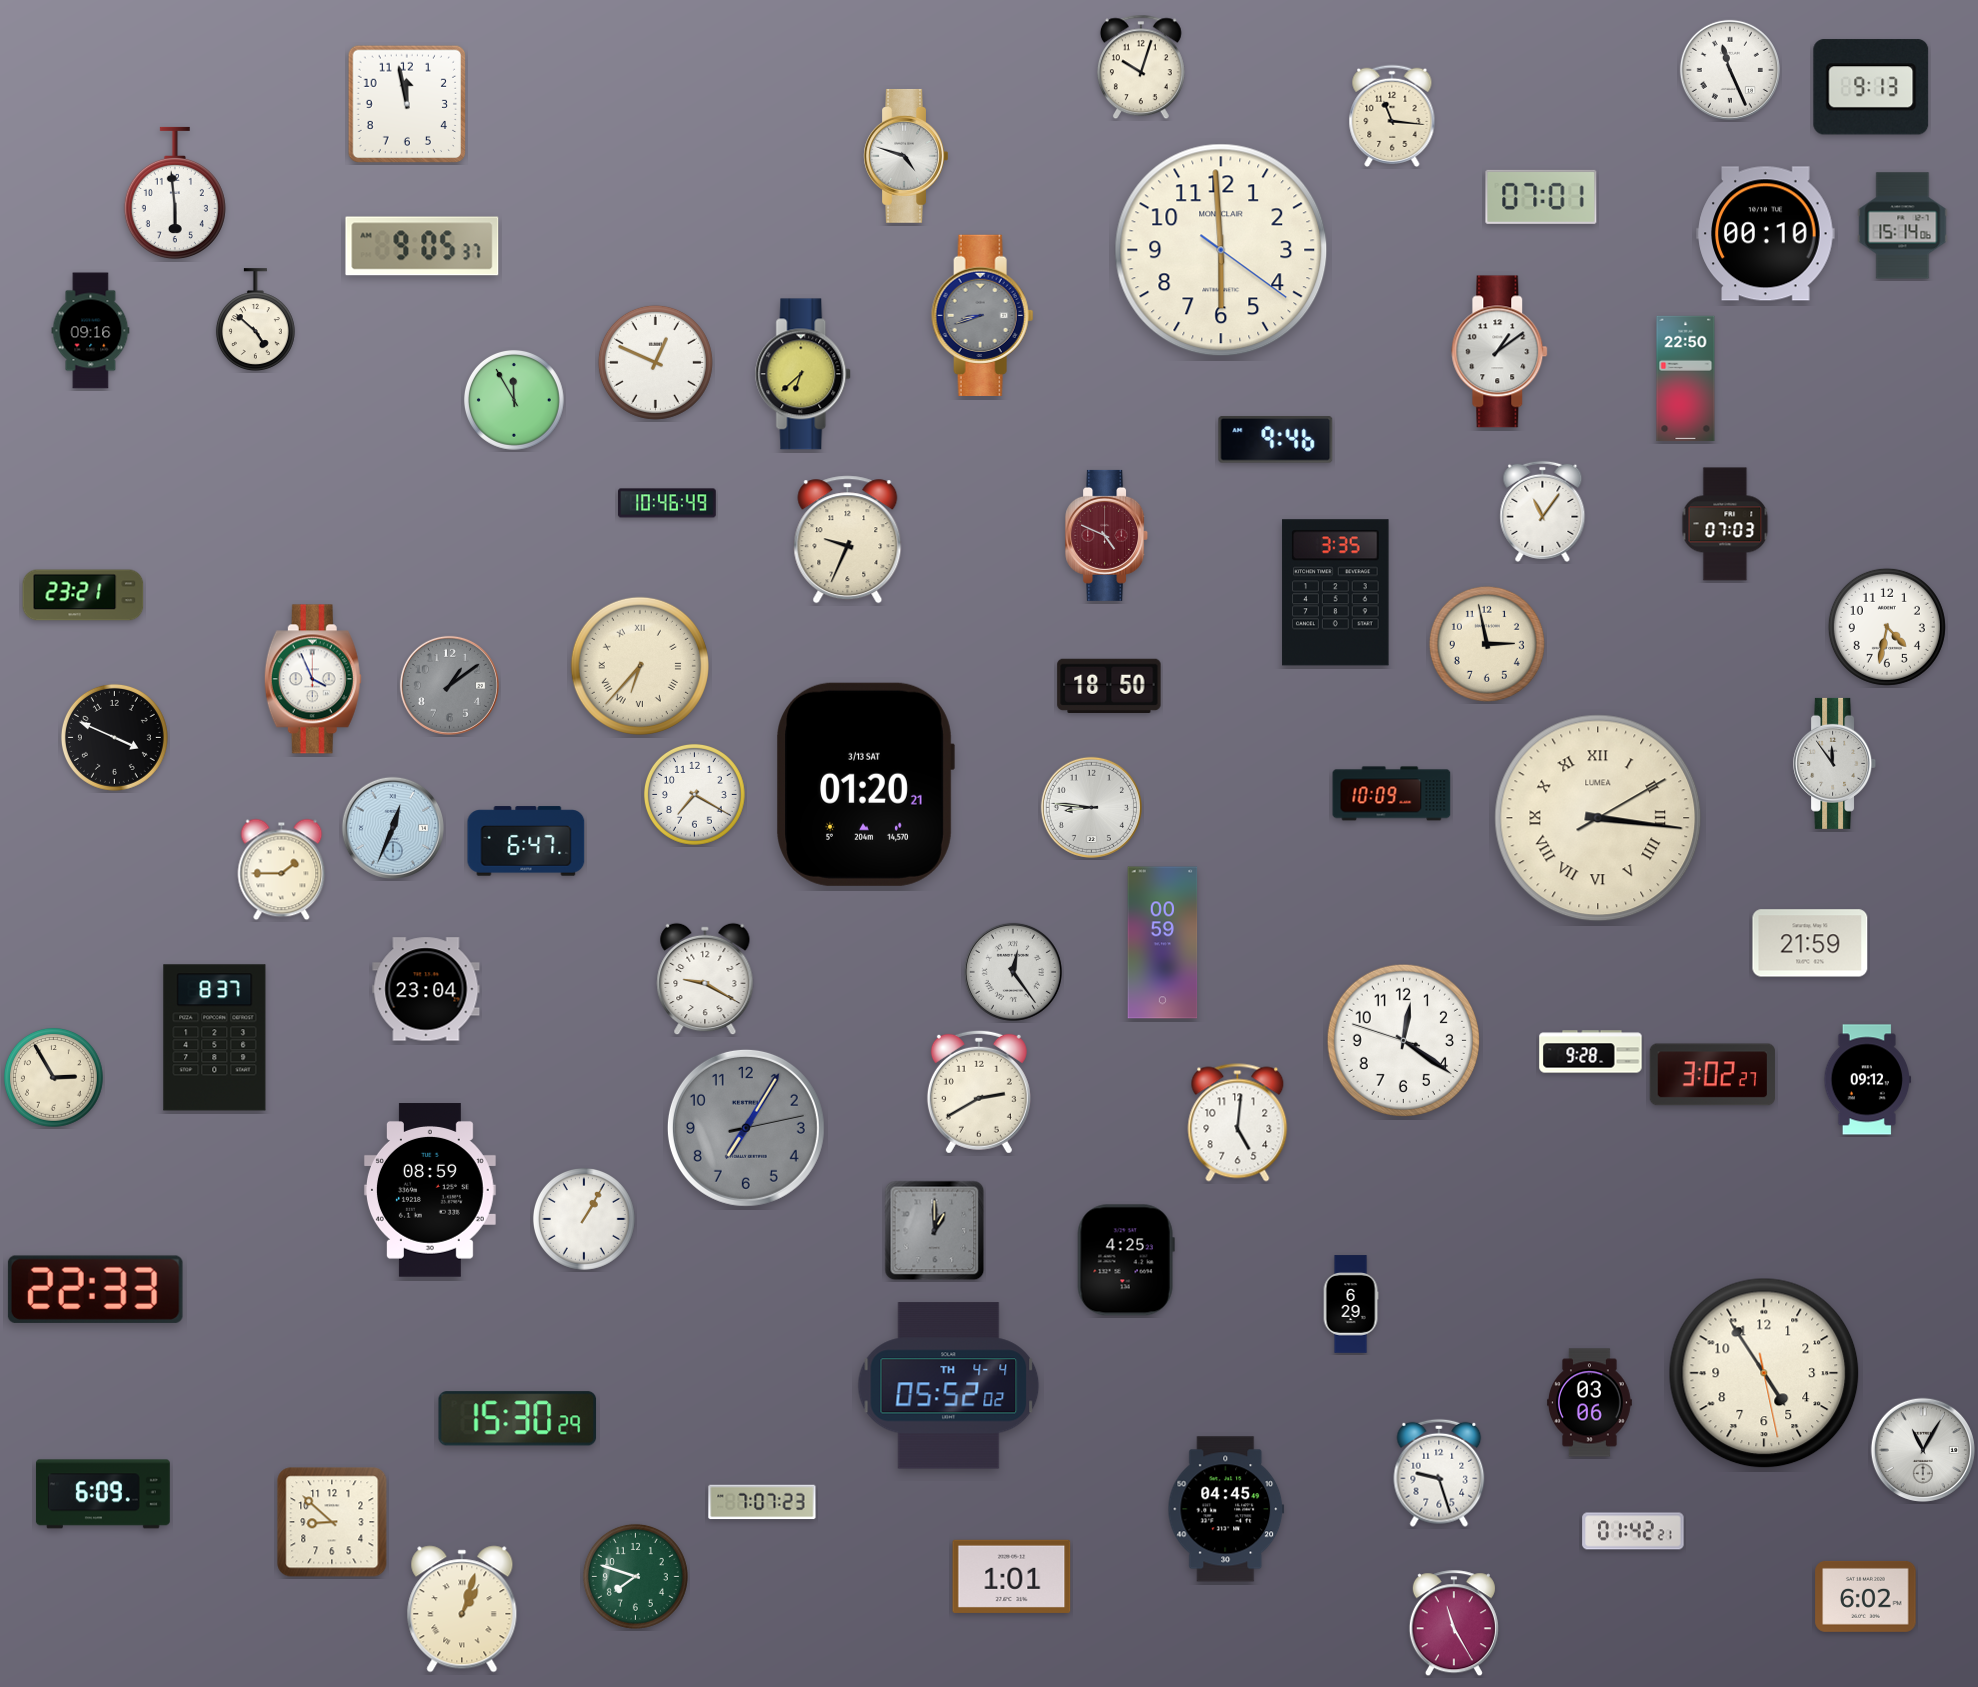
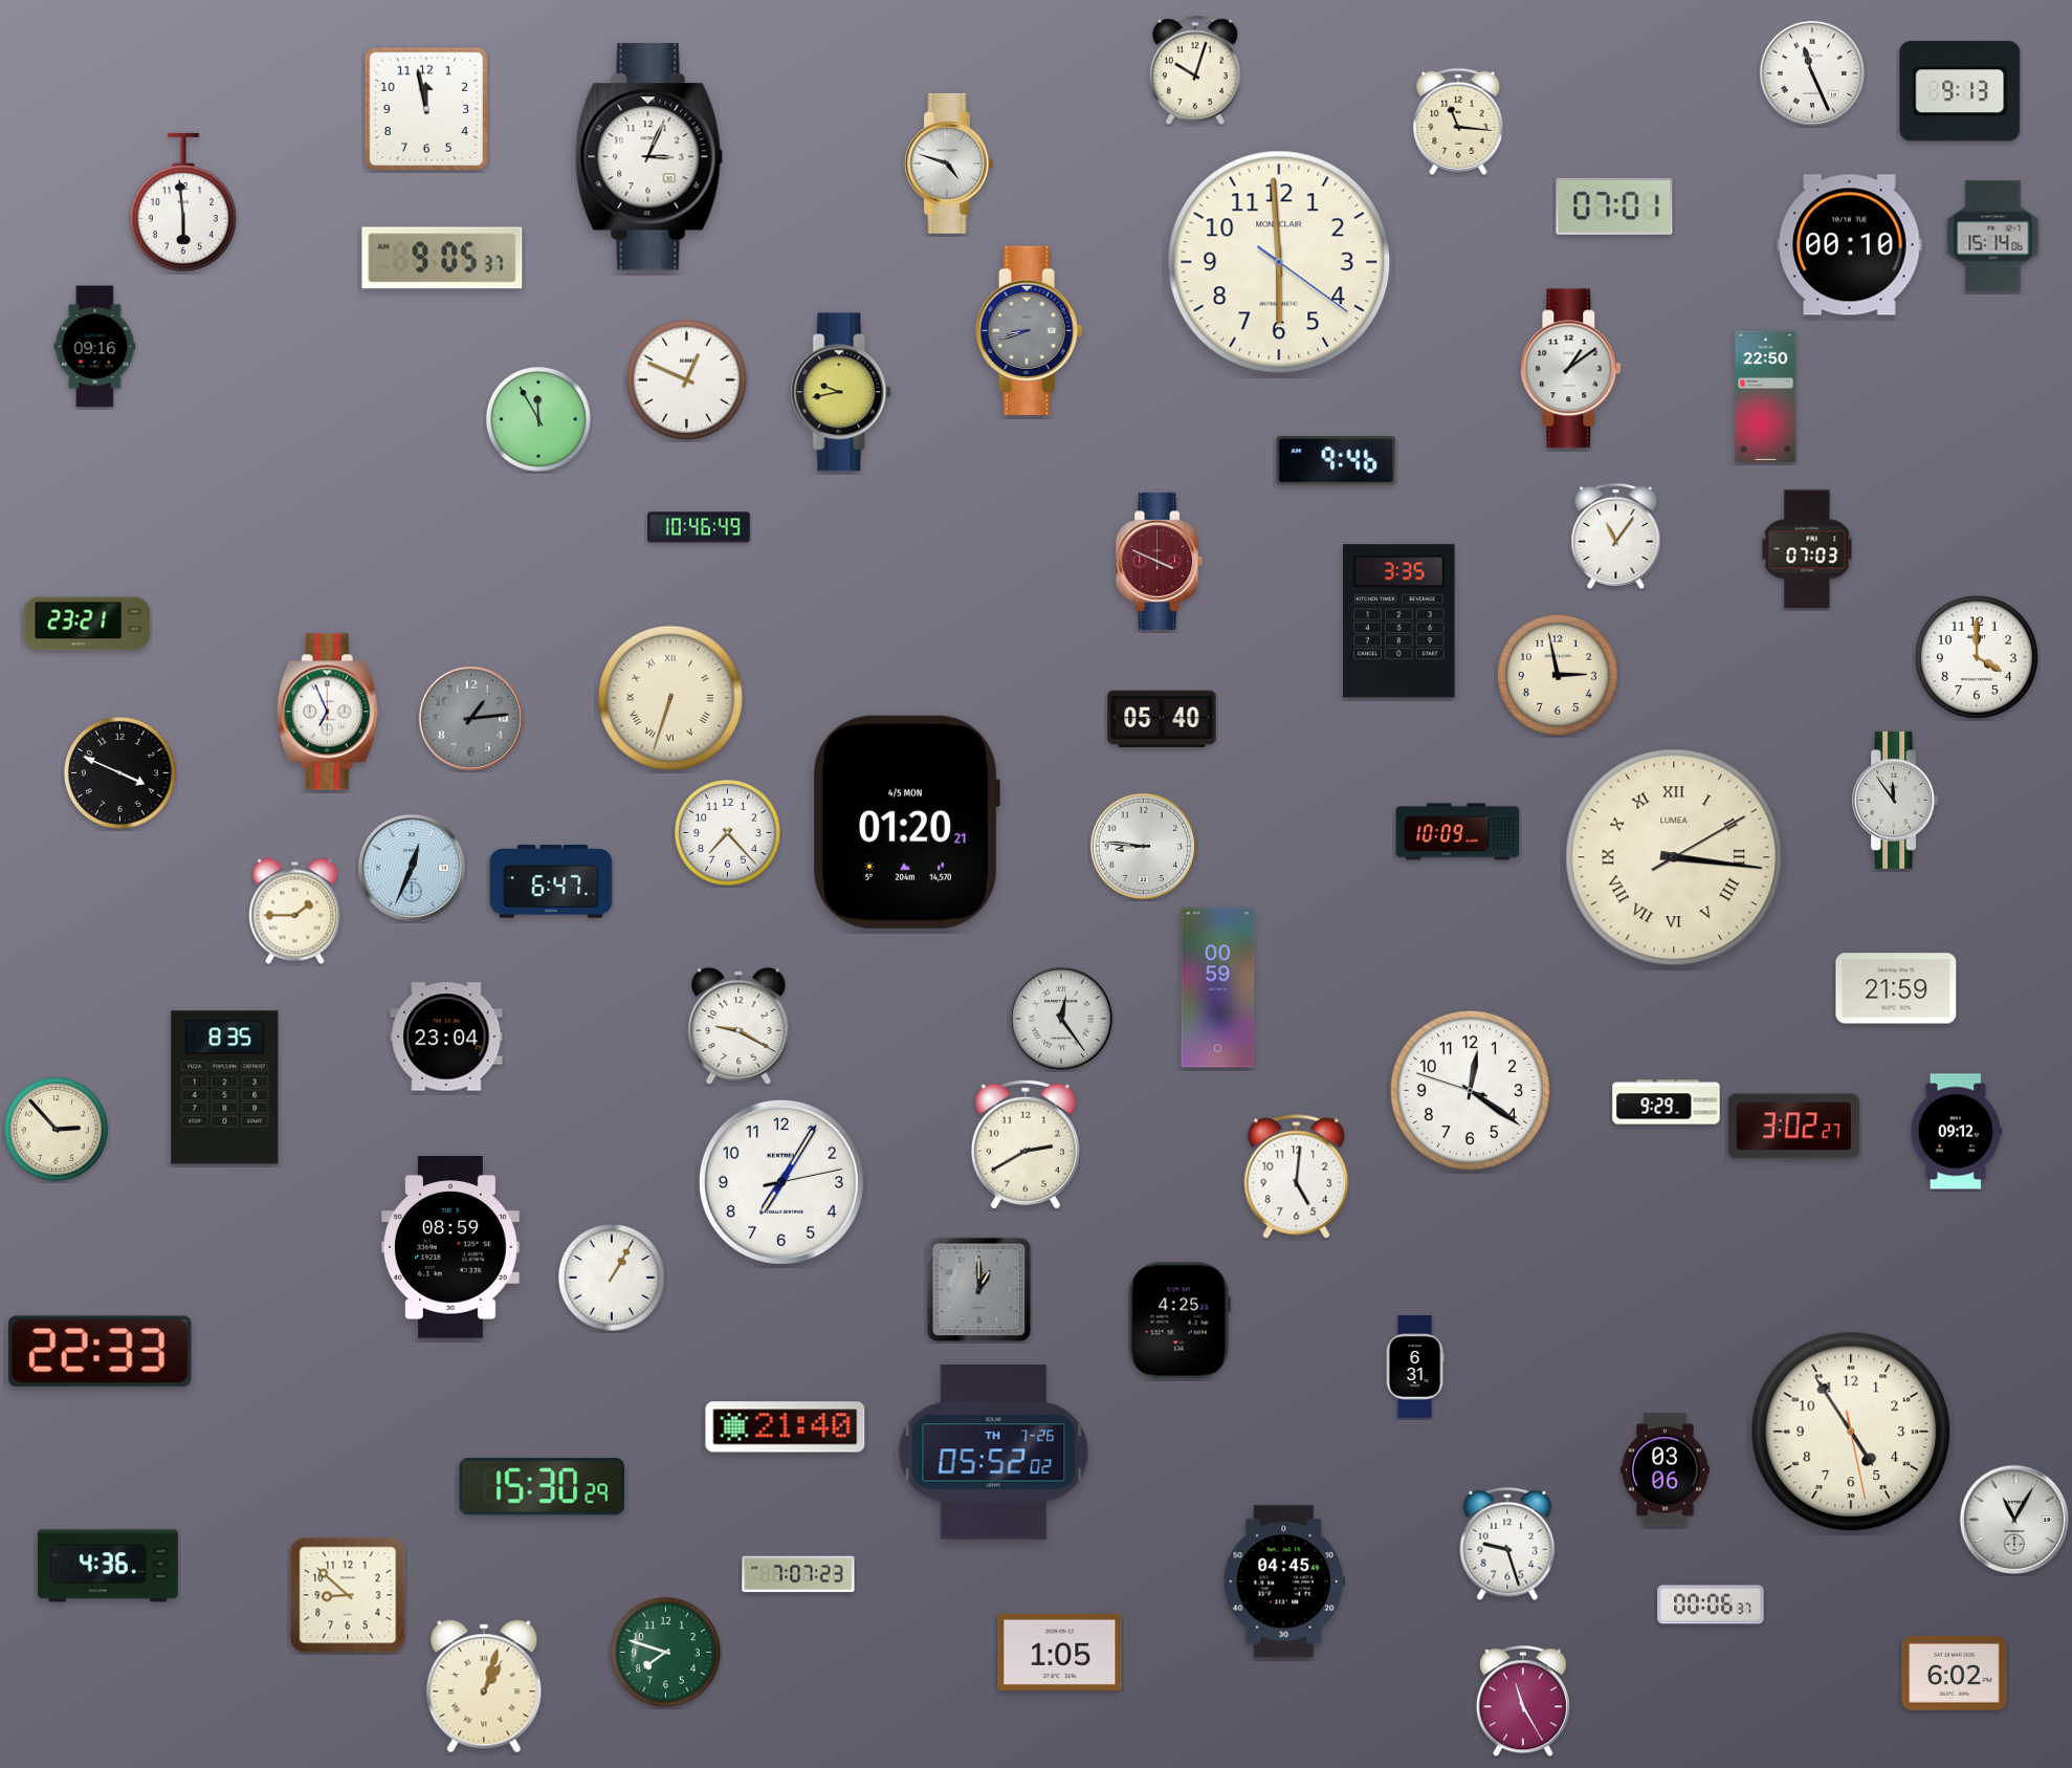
clock at (648, 157): none -> 3:04
clock at (255, 320): 4:52 -> none
clock at (804, 374): 6:38 -> 9:43
clock at (1107, 535): 4:49 -> 3:49
clock at (848, 540): 9:34 -> none
clock at (1887, 627): 4:32 -> 4:00
clock at (640, 666): 6:37 -> 6:33
clock at (313, 679): 3:56 -> 6:56
clock at (449, 685): 1:09 -> 1:14
clock at (1109, 685): 18:50 -> 05:40
clock at (1835, 763) position: (1835, 763) -> (1896, 800)
clock at (865, 784) date: 3/13 SAT -> 4/5 MON
clock at (694, 794): 7:20 -> 7:23
clock at (215, 1038): 8:37 -> 8:35
clock at (1591, 1052): 9:28 -> 9:29
clock at (53, 1077): 2:55 -> 2:53
clock at (746, 1128) dial: grey -> white
clock at (1351, 1304): 6:29 -> 6:31
clock at (786, 1427): none -> 21:40
clock at (1764, 1373) position: (1764, 1373) -> (1851, 1432)
clock at (949, 1386) date: TH 4-4 -> TH 7-26
clock at (103, 1494): 6:09 -> 4:36
clock at (1633, 1531): 01:42 -> 00:06
clock at (1012, 1576): 1:01 -> 1:05
